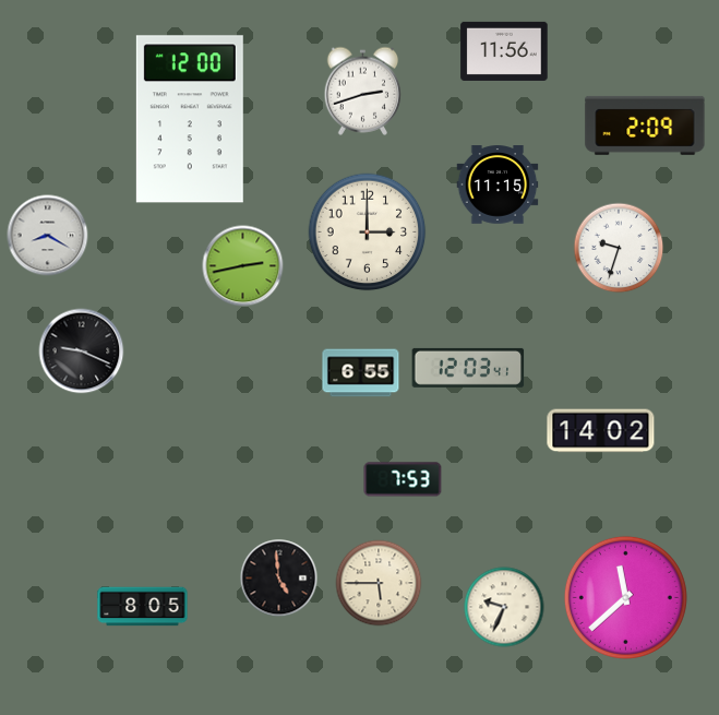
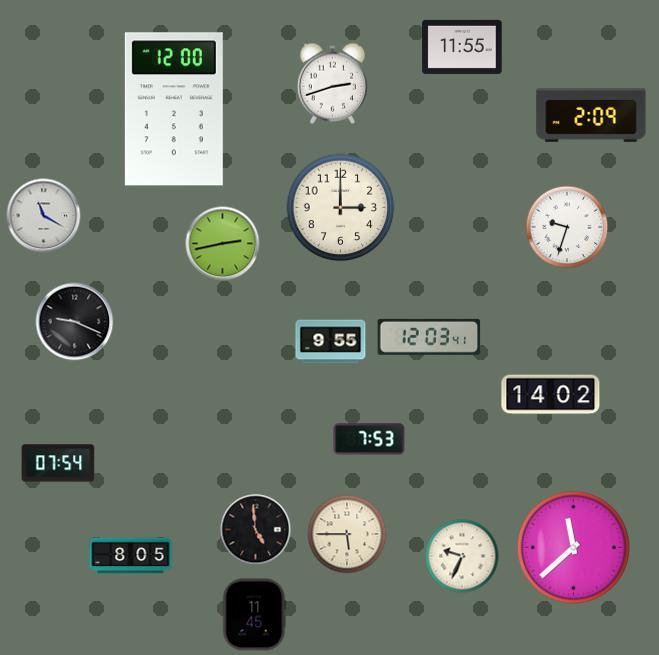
clock at (504, 51): 11:56 -> 11:55
clock at (498, 184): 11:15 -> none
clock at (368, 233) position: (368, 233) -> (341, 208)
clock at (48, 236): 8:20 -> 11:20
clock at (361, 373): 6:55 -> 9:55
clock at (58, 463): none -> 07:54
clock at (255, 615): none -> 11:45
